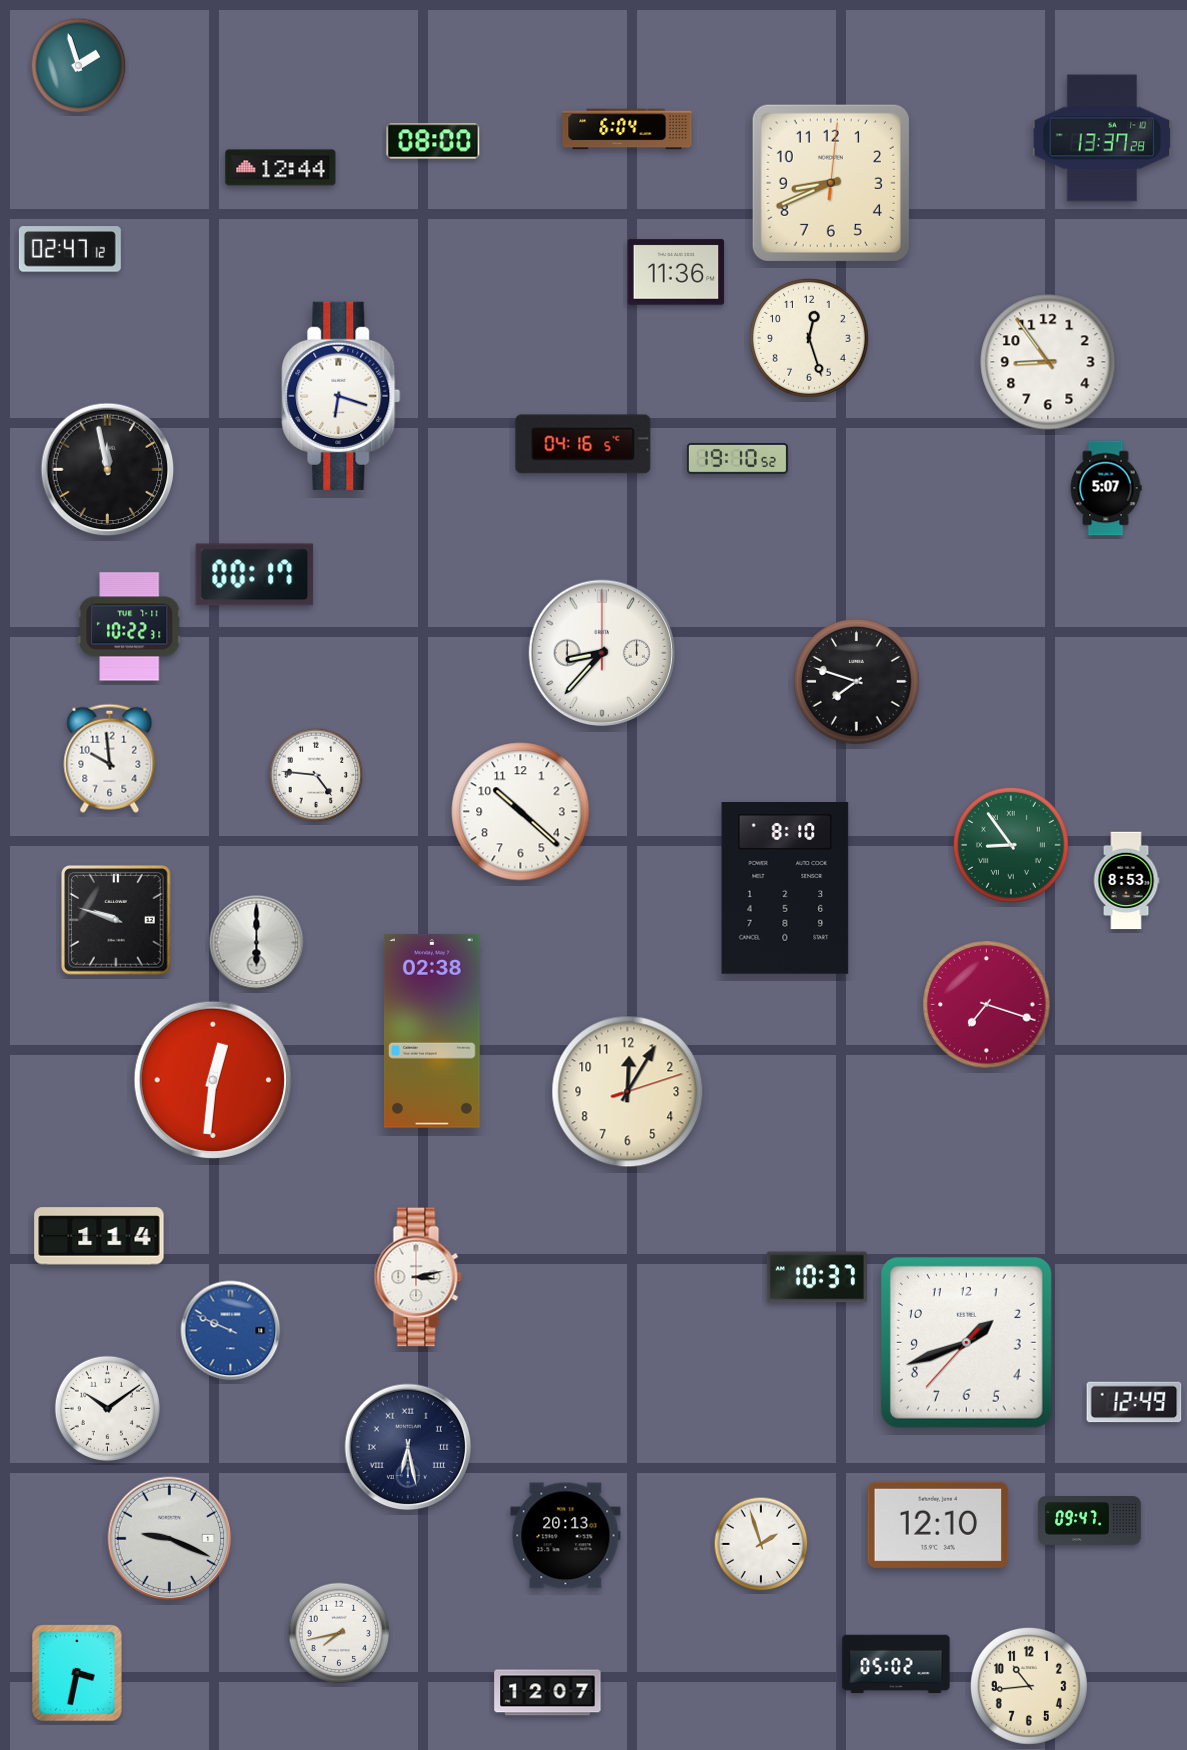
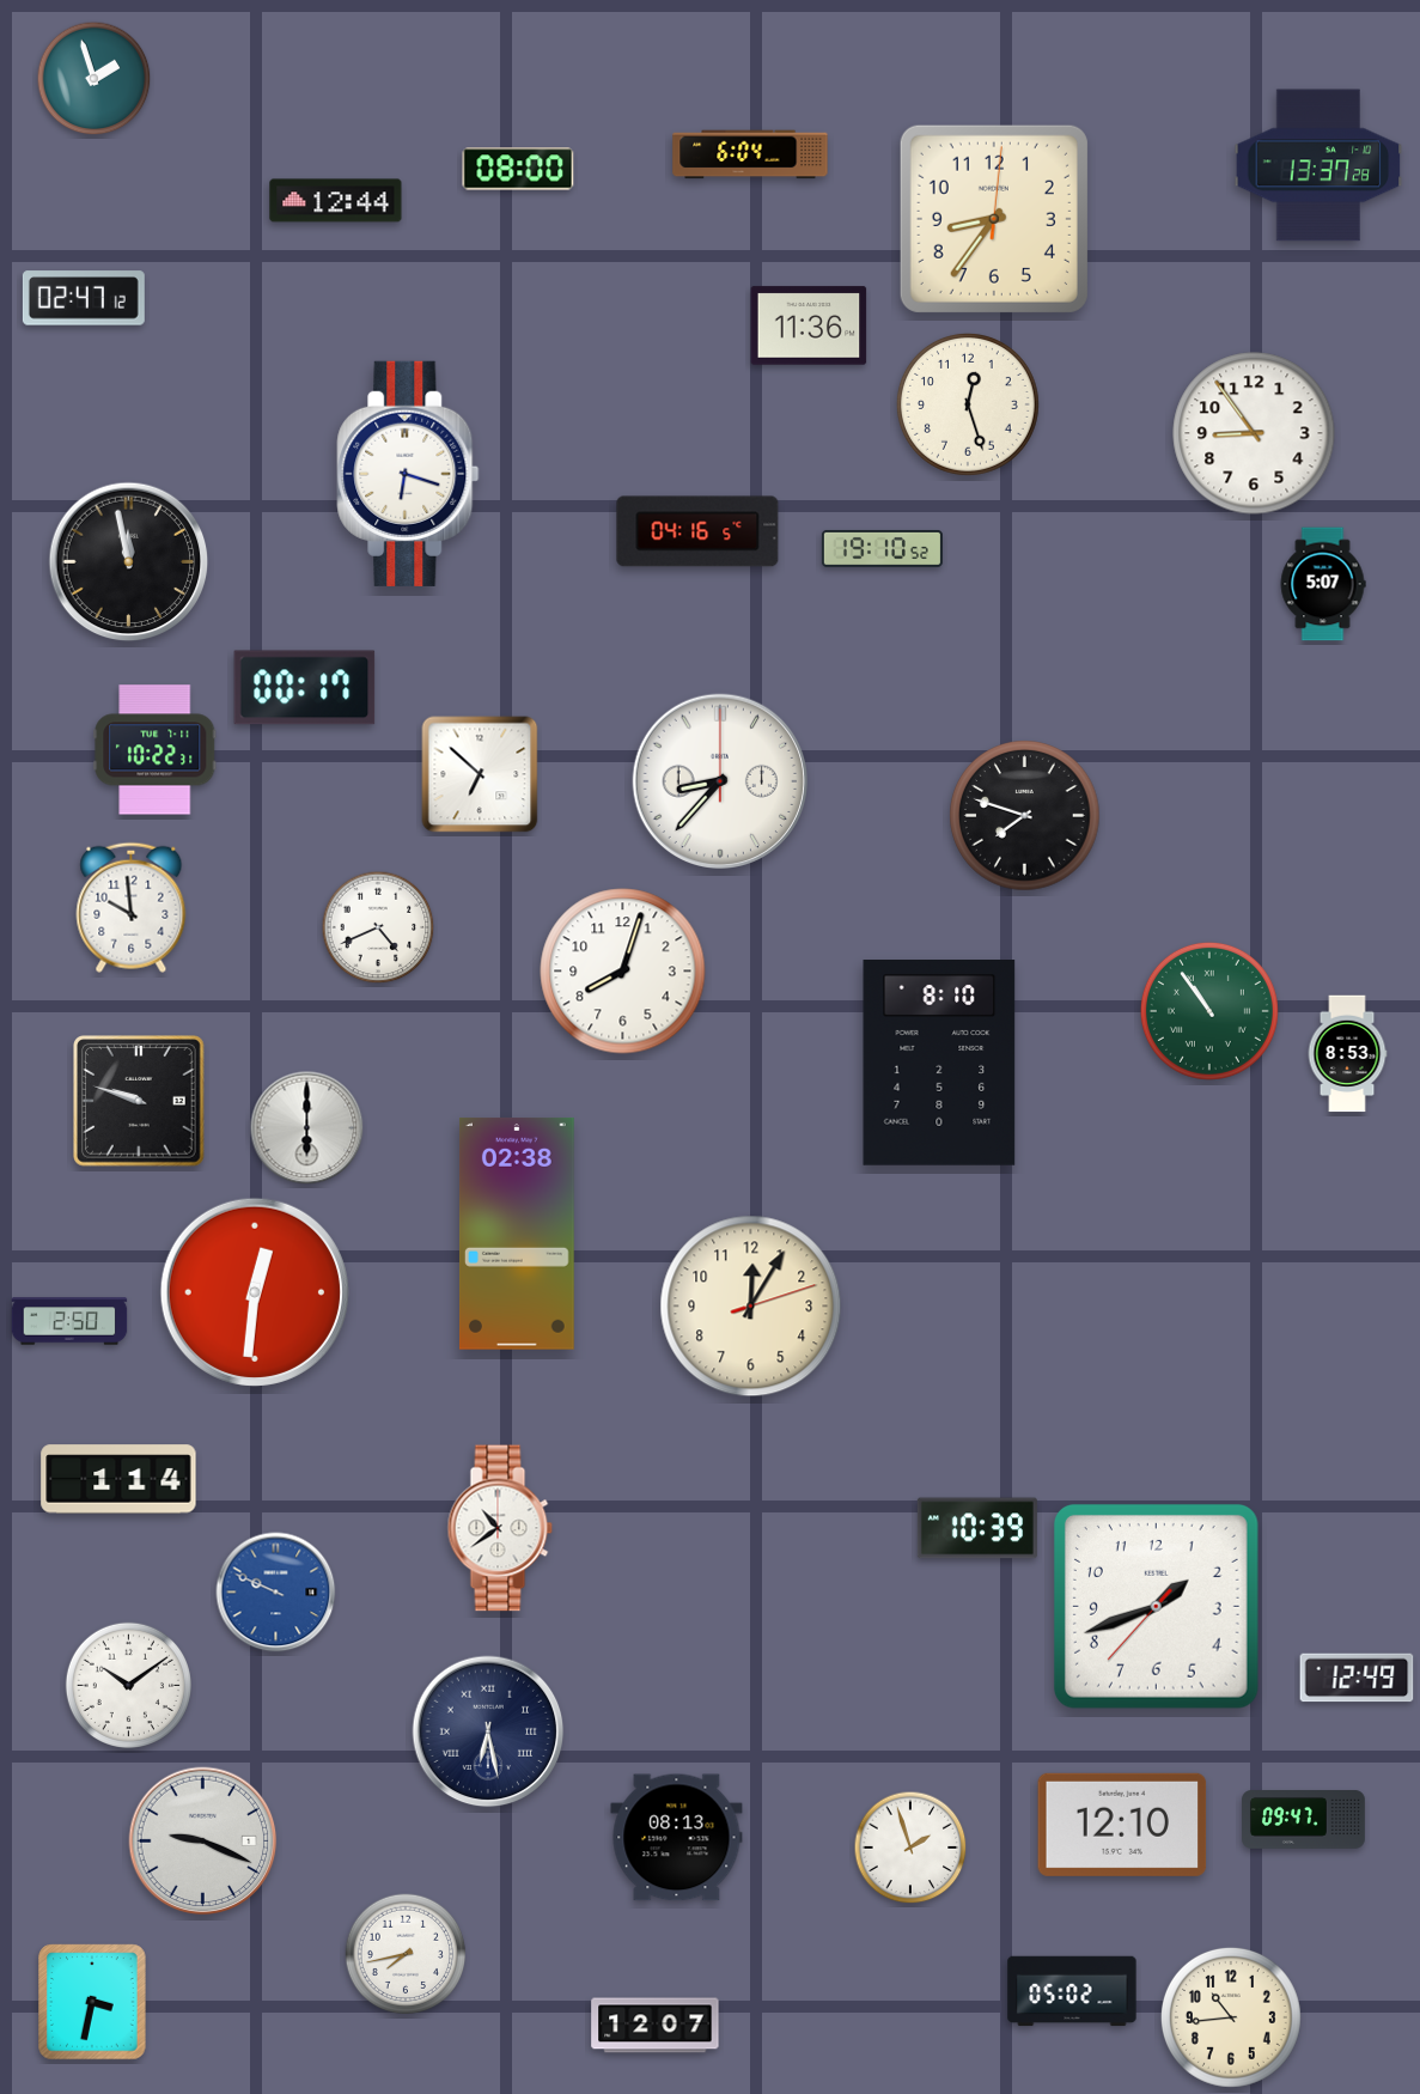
clock at (831, 183): 8:41 -> 8:36
clock at (480, 774): none -> 6:52
clock at (316, 775): 4:46 -> 4:41
clock at (521, 812): 10:22 -> 8:03
clock at (1011, 845): 8:54 -> 10:54
clock at (987, 1005): 7:18 -> none
clock at (69, 1321): none -> 2:50
clock at (418, 1277): 3:13 -> 10:39
clock at (817, 1277): 10:37 -> 10:39
clock at (566, 1536): 20:13 -> 08:13
